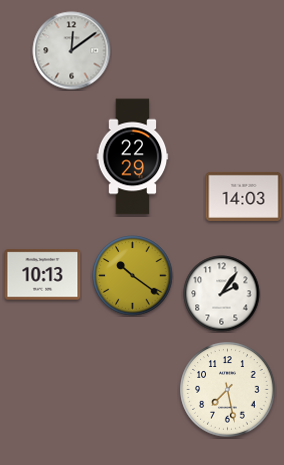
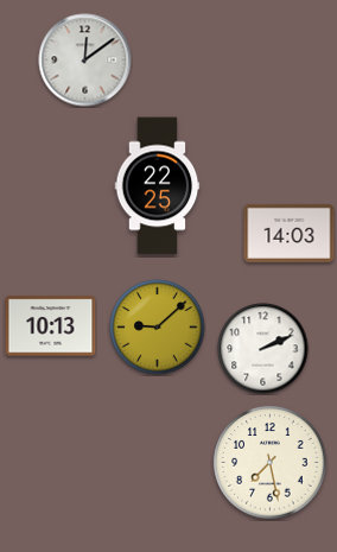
clock at (133, 157): 22:29 -> 22:25
clock at (133, 276): 10:21 -> 9:08
clock at (222, 294): 2:06 -> 2:11
